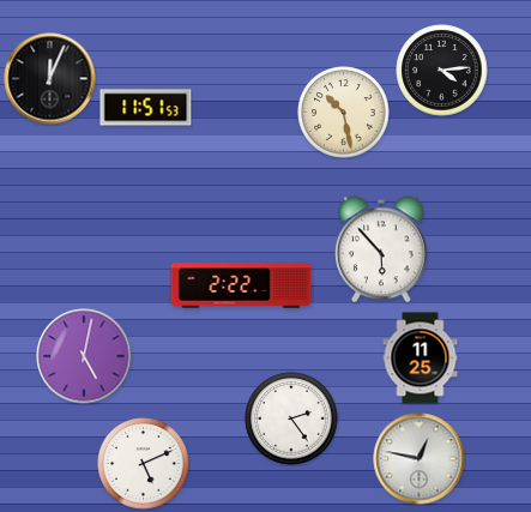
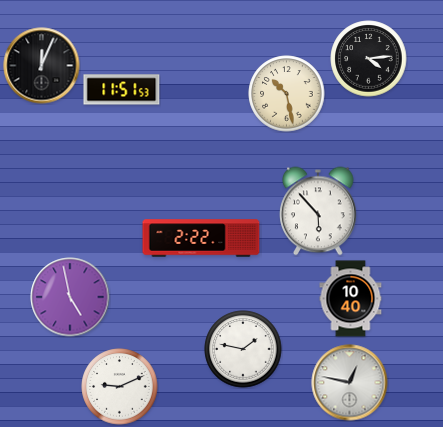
clock at (381, 249) position: (381, 249) -> (318, 211)
clock at (84, 356): 5:02 -> 4:58
clock at (421, 359): 11:25 -> 10:40
clock at (291, 418): 2:24 -> 1:47
clock at (144, 464): 5:11 -> 9:11
